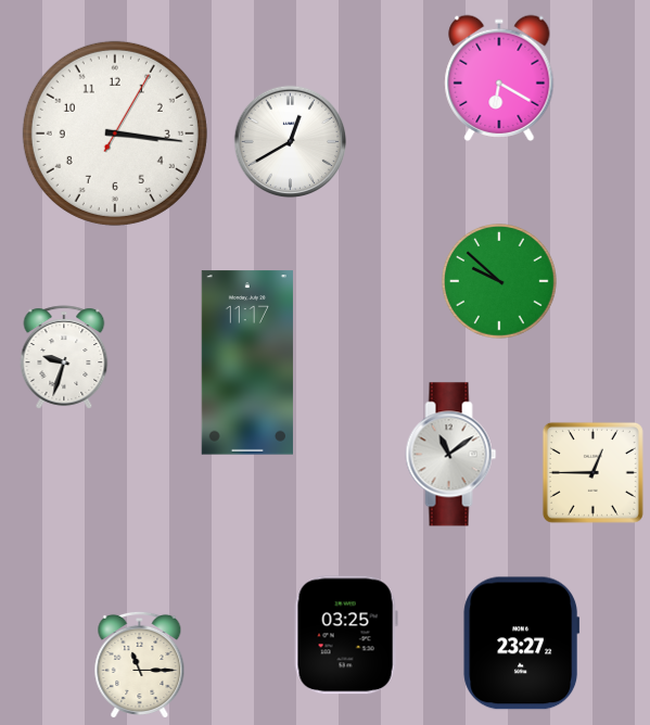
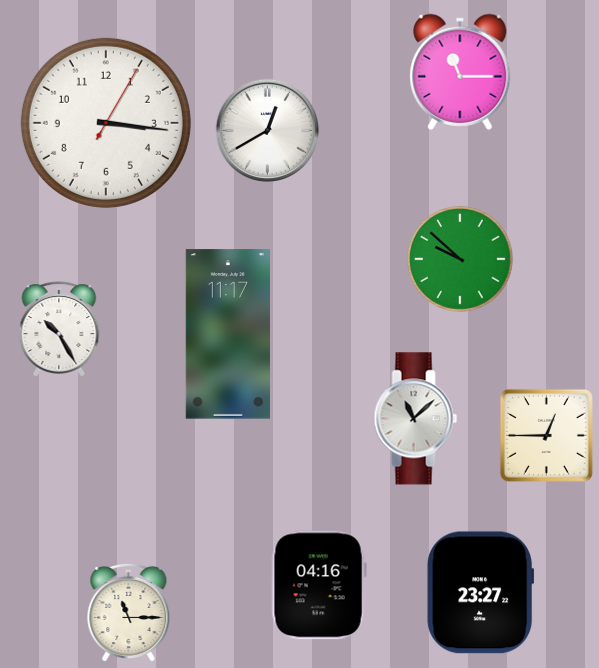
clock at (499, 78): 6:20 -> 11:15
clock at (64, 357): 9:33 -> 10:25
clock at (451, 455): 11:09 -> 11:08
clock at (346, 635): 03:25 -> 04:16
